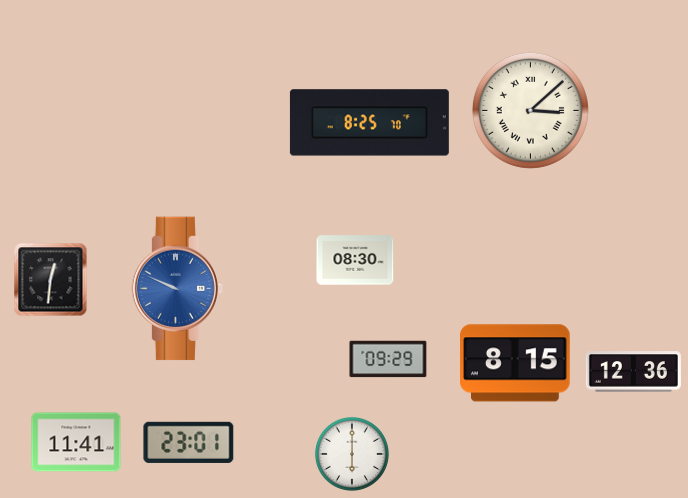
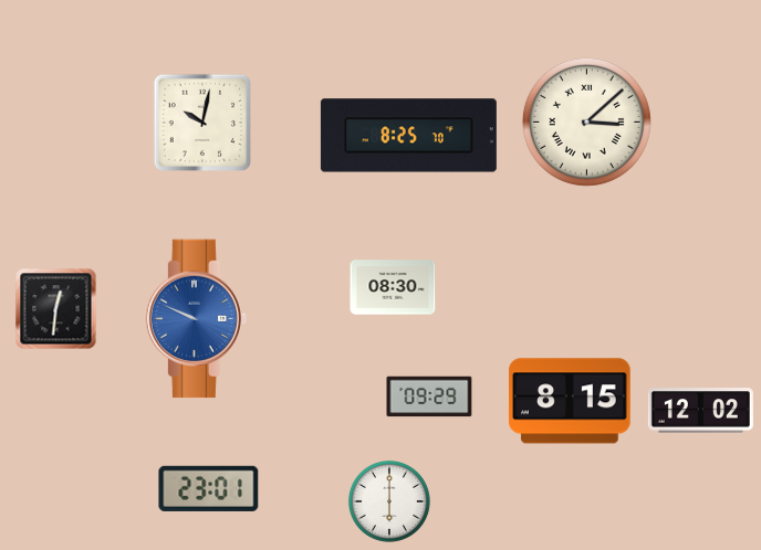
clock at (201, 121): none -> 10:02
clock at (633, 372): 12:36 -> 12:02
clock at (76, 442): 11:41 -> none
